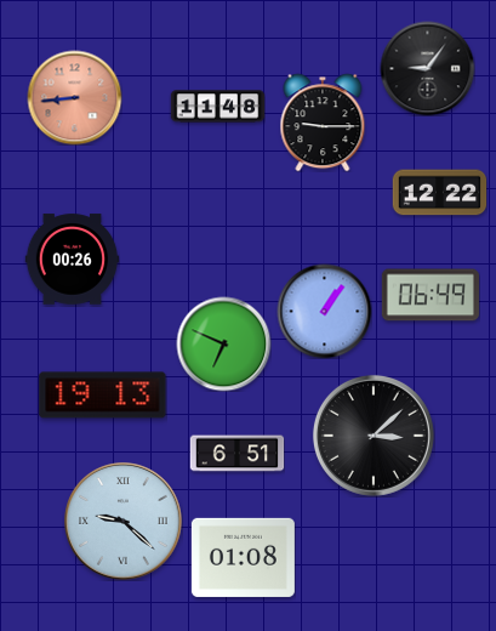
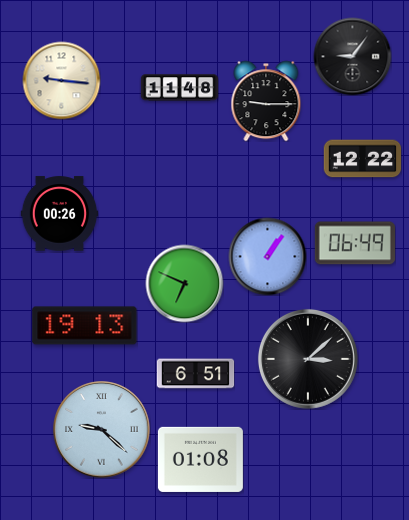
clock at (74, 97): 8:44 -> 9:16
clock at (74, 97) dial: salmon -> cream
